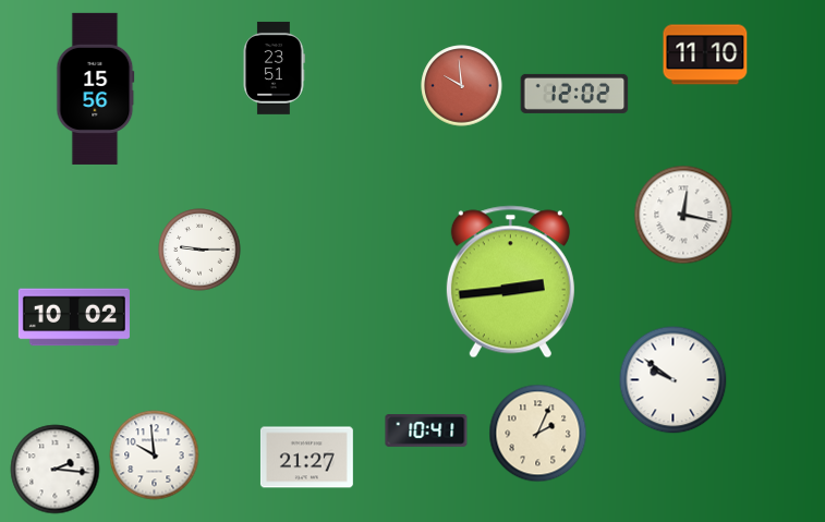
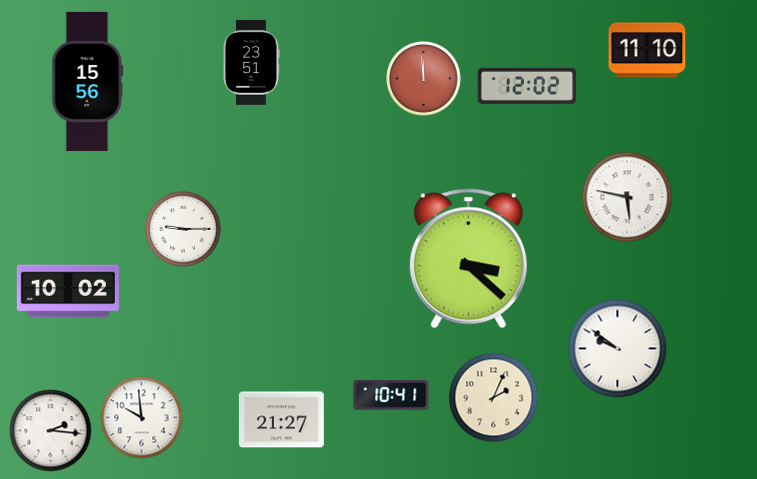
clock at (462, 86): 9:59 -> 11:59
clock at (683, 215): 12:17 -> 5:47
clock at (510, 282): 2:44 -> 3:22
